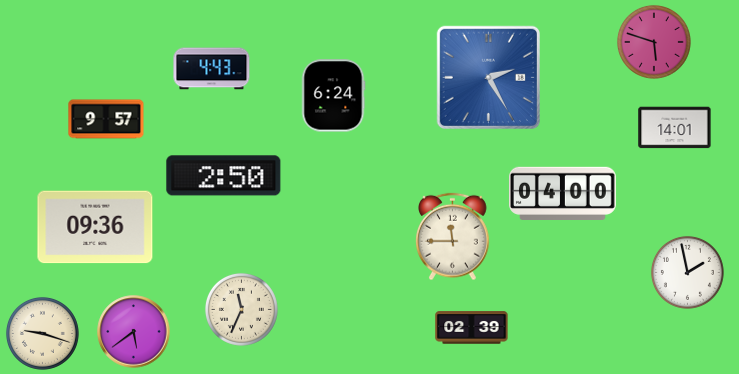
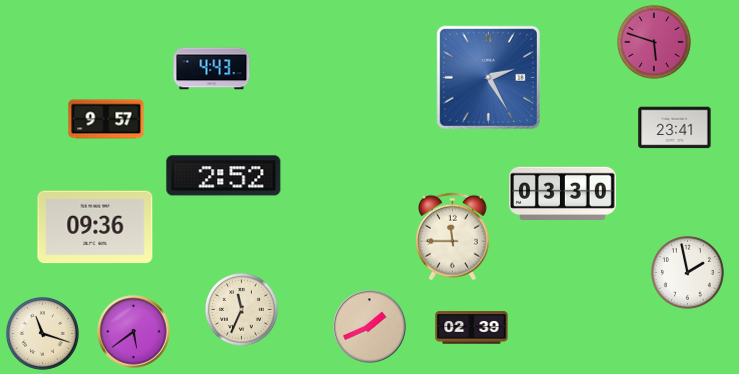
clock at (333, 96): 6:24 -> none
clock at (675, 128): 14:01 -> 23:41
clock at (224, 176): 2:50 -> 2:52
clock at (563, 193): 04:00 -> 03:30
clock at (370, 327): none -> 1:41
clock at (42, 333): 9:18 -> 11:18
